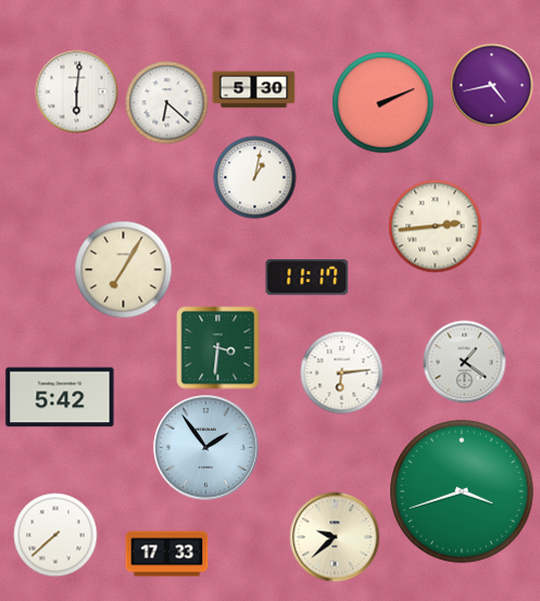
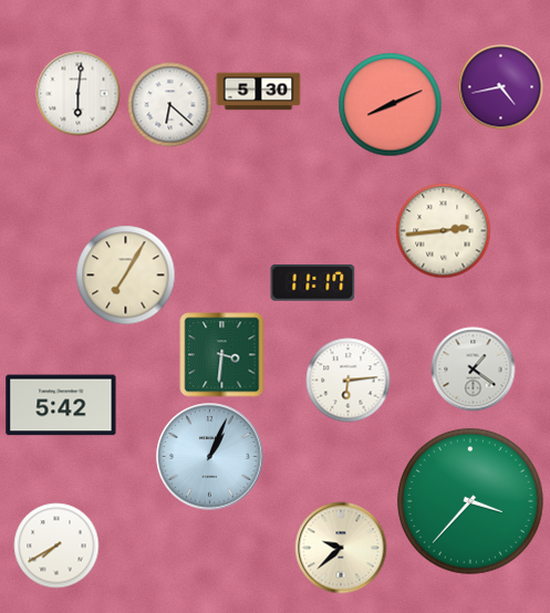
clock at (384, 103): 2:11 -> 8:11
clock at (255, 178): 1:02 -> none
clock at (206, 448): 1:54 -> 1:04
clock at (462, 491): 3:42 -> 3:37
clock at (55, 535): 7:38 -> 7:40
clock at (167, 554): 17:33 -> none
